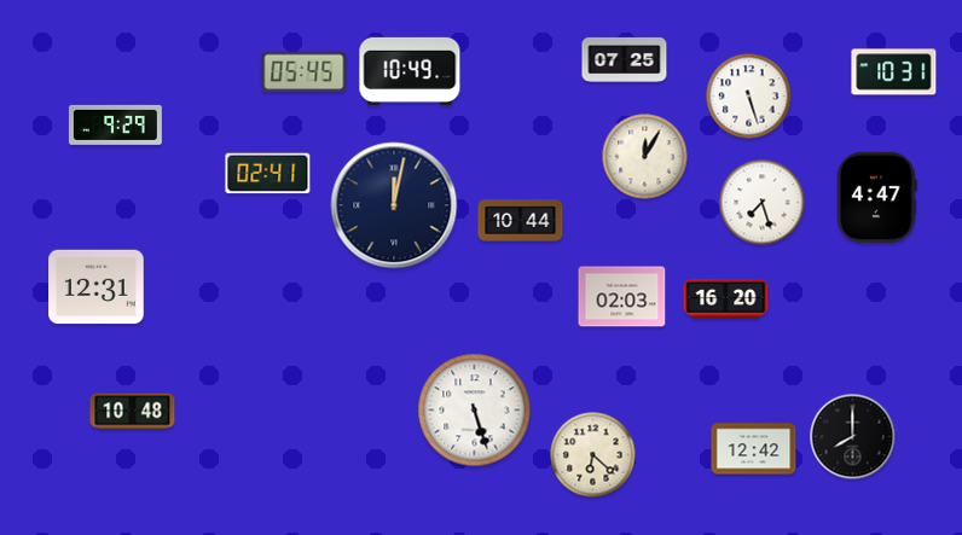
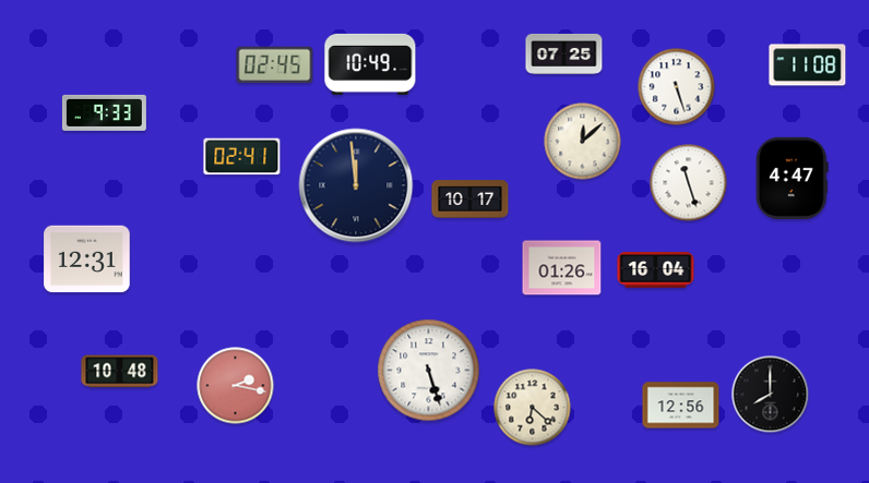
clock at (305, 72): 05:45 -> 02:45
clock at (894, 72): 10:31 -> 11:08
clock at (115, 124): 9:29 -> 9:33
clock at (645, 157): 12:05 -> 12:08
clock at (763, 203): 7:27 -> 11:27
clock at (394, 205): 12:02 -> 11:59
clock at (521, 221): 10:44 -> 10:17
clock at (622, 297): 02:03 -> 01:26
clock at (726, 300): 16:20 -> 16:04
clock at (236, 386): none -> 2:17
clock at (754, 449): 12:42 -> 12:56
clock at (593, 455) position: (593, 455) -> (533, 408)
